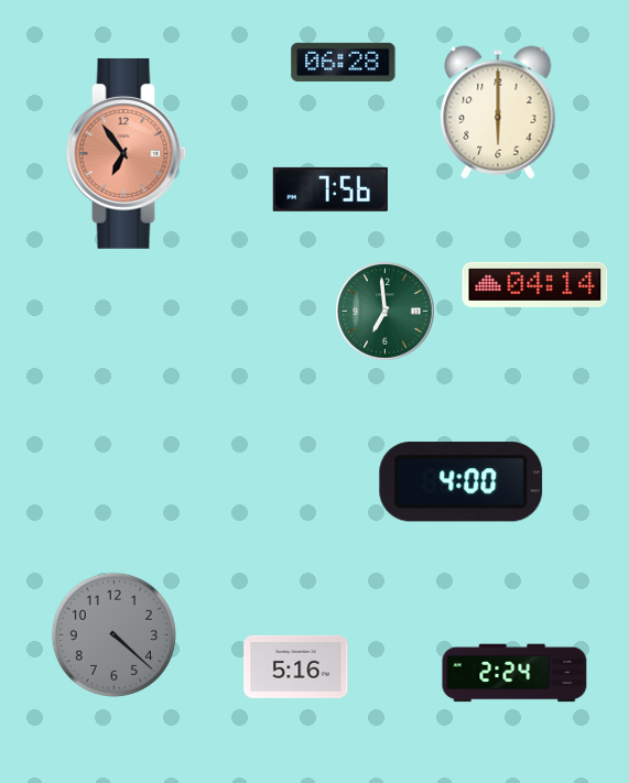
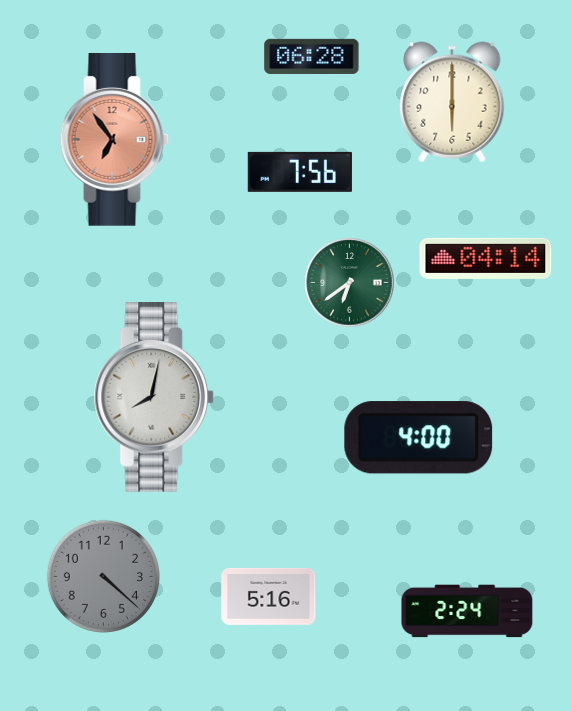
clock at (386, 312): 6:59 -> 6:39
clock at (154, 398): none -> 8:02
clock at (296, 666) position: (296, 666) -> (269, 596)
